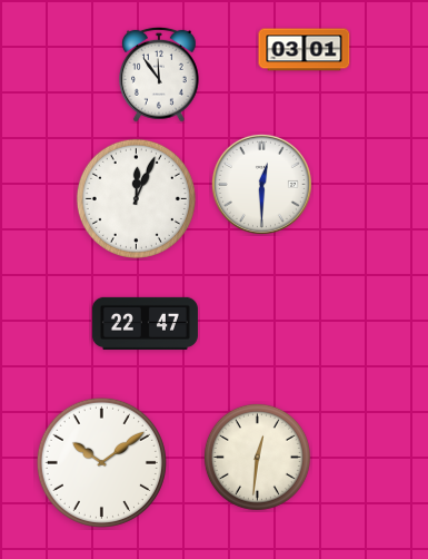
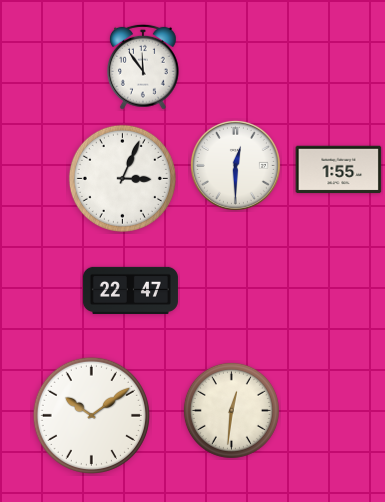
clock at (305, 50): 03:01 -> none
clock at (339, 170): none -> 1:55
clock at (136, 198): 12:04 -> 3:04
